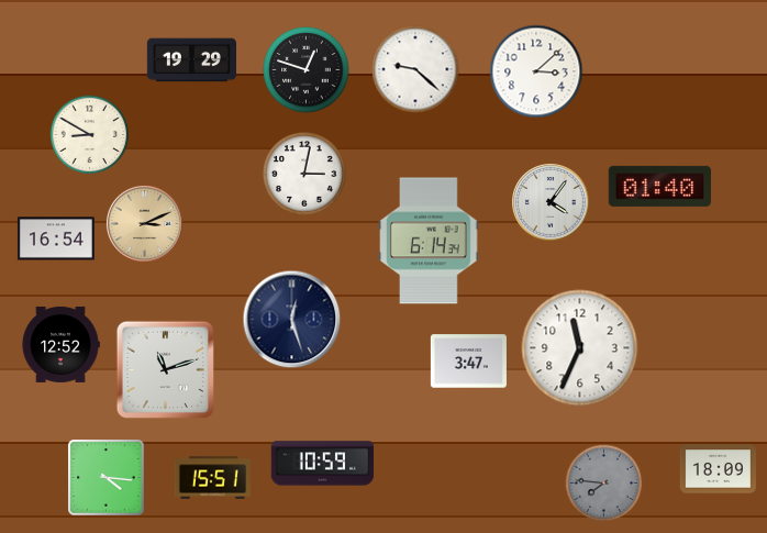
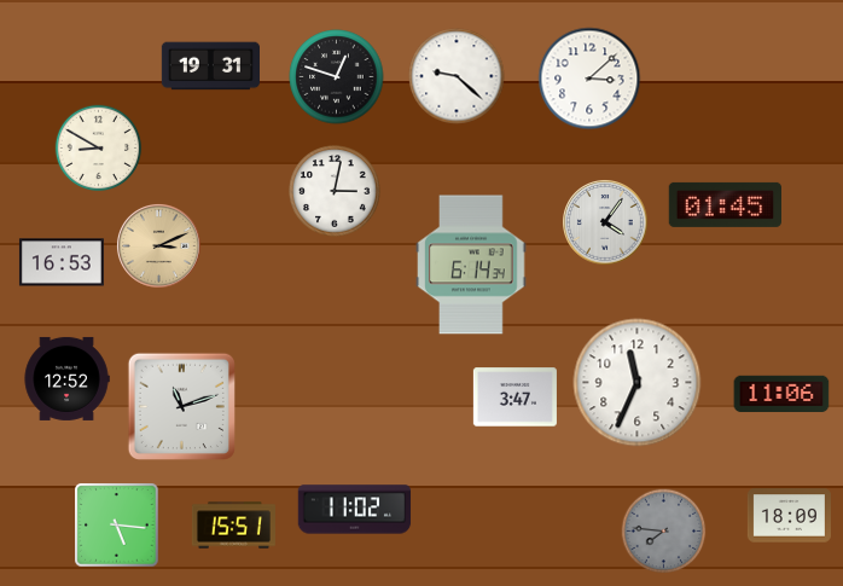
clock at (191, 60): 19:29 -> 19:31
clock at (659, 186): 01:40 -> 01:45
clock at (56, 238): 16:54 -> 16:53
clock at (292, 320): 12:27 -> none
clock at (781, 394): none -> 11:06
clock at (323, 464): 10:59 -> 11:02
clock at (107, 478): 4:16 -> 5:16
